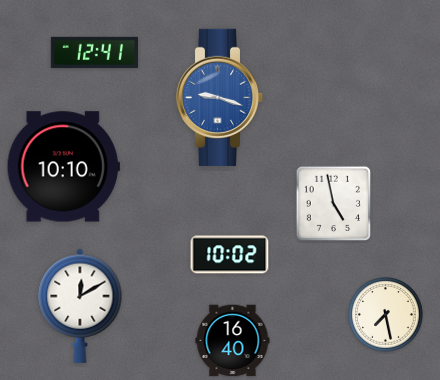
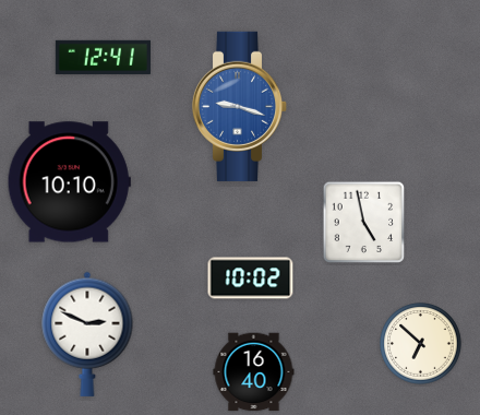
clock at (80, 306): 12:10 -> 2:49
clock at (386, 315): 7:28 -> 6:52
